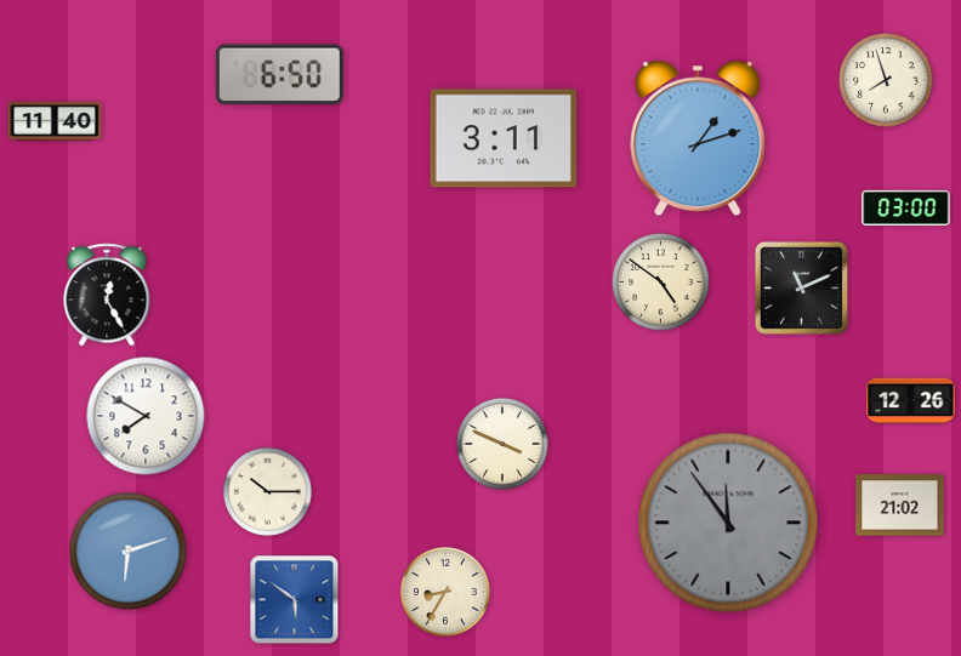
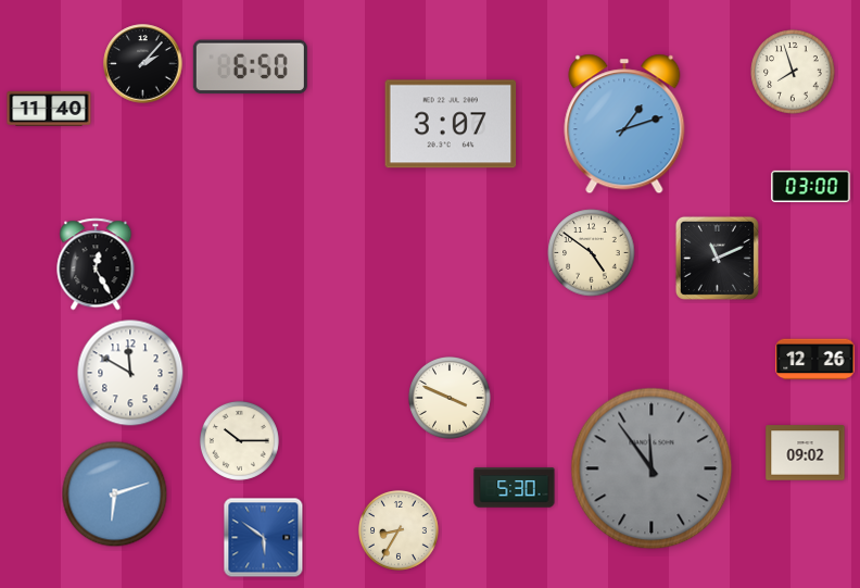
clock at (143, 64): none -> 2:07
clock at (504, 138): 3:11 -> 3:07
clock at (146, 416): 7:50 -> 11:50
clock at (900, 506): 21:02 -> 09:02
clock at (515, 488): none -> 5:30
